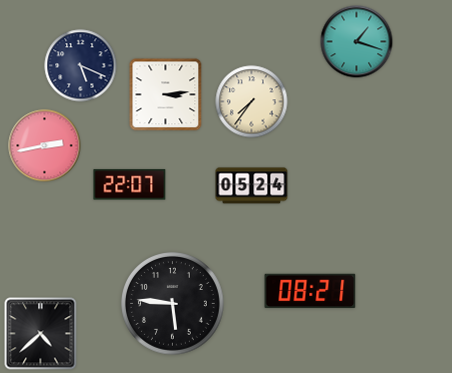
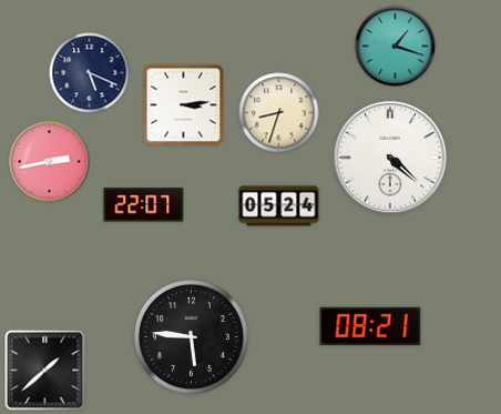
clock at (252, 102): 7:36 -> 8:33
clock at (390, 158): none -> 4:22
clock at (310, 291) position: (310, 291) -> (370, 326)
clock at (41, 334): 4:38 -> 1:38
